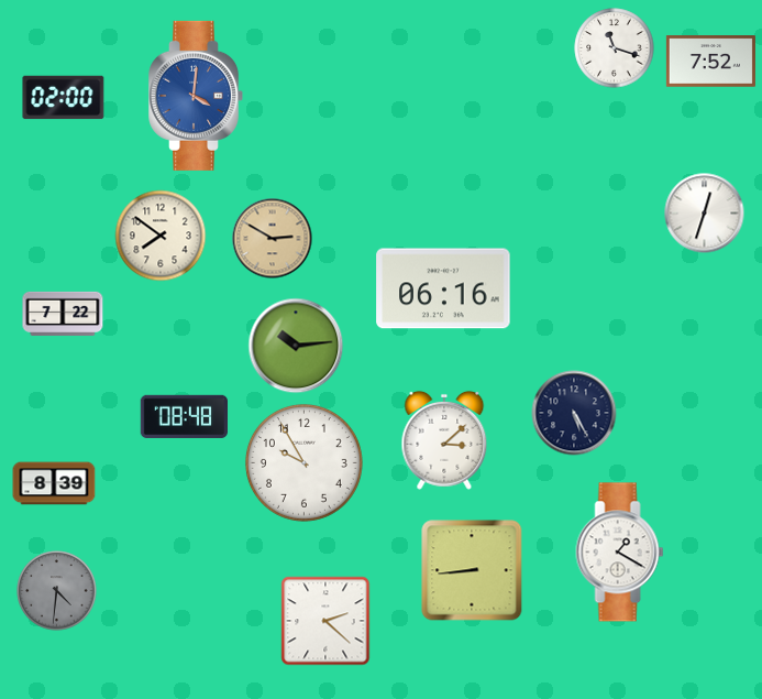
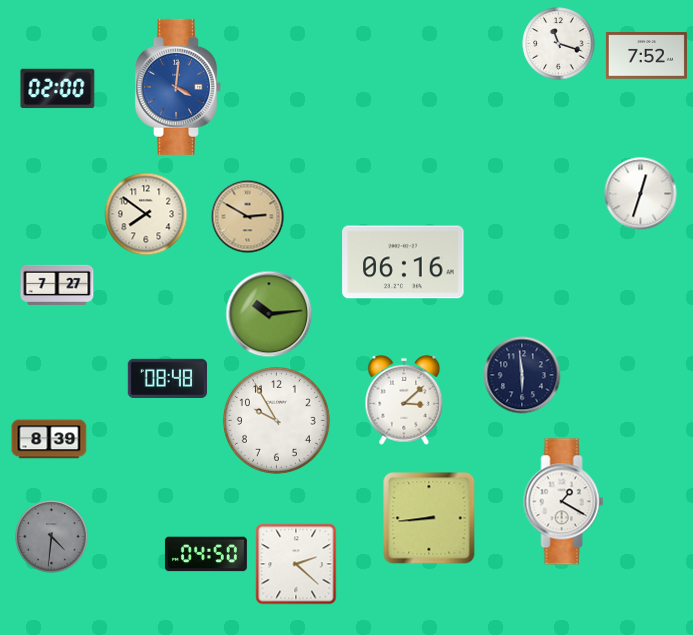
clock at (63, 314): 7:22 -> 7:27
clock at (574, 413): 5:25 -> 5:59
clock at (206, 554): none -> 04:50
